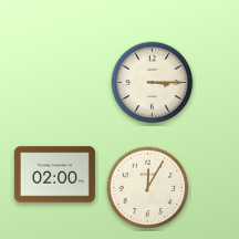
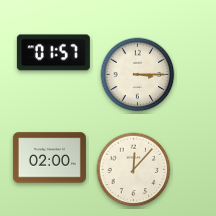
clock at (53, 53): none -> 01:57
clock at (148, 188): 12:05 -> 12:07
